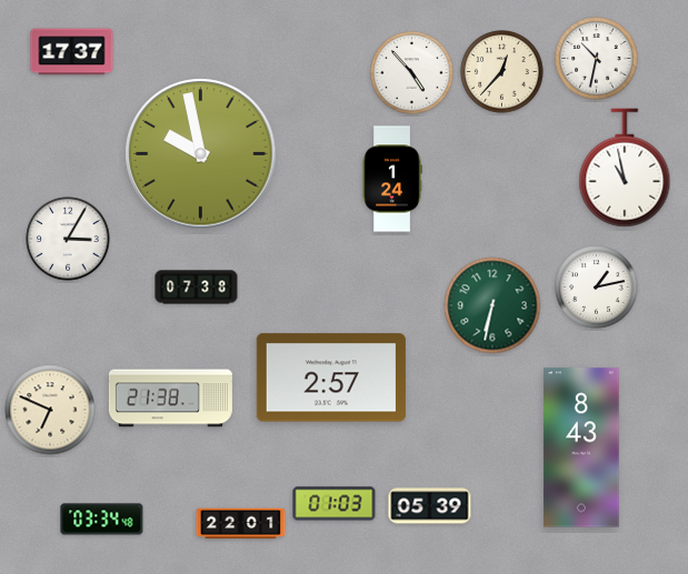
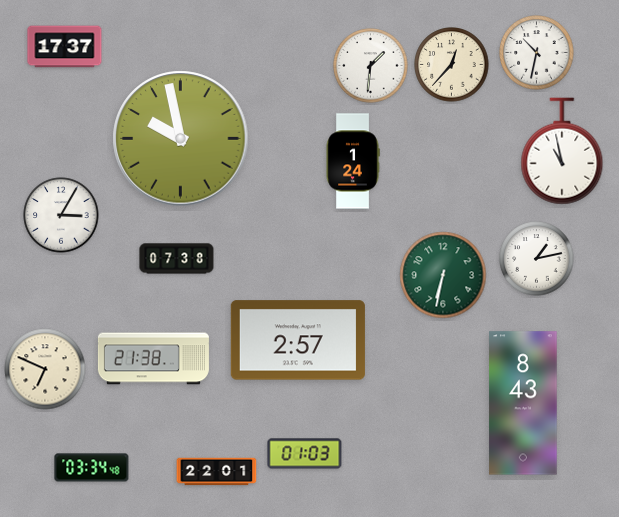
clock at (412, 73): 4:53 -> 1:31
clock at (335, 504) position: (335, 504) -> (305, 454)
clock at (430, 506): 05:39 -> none
